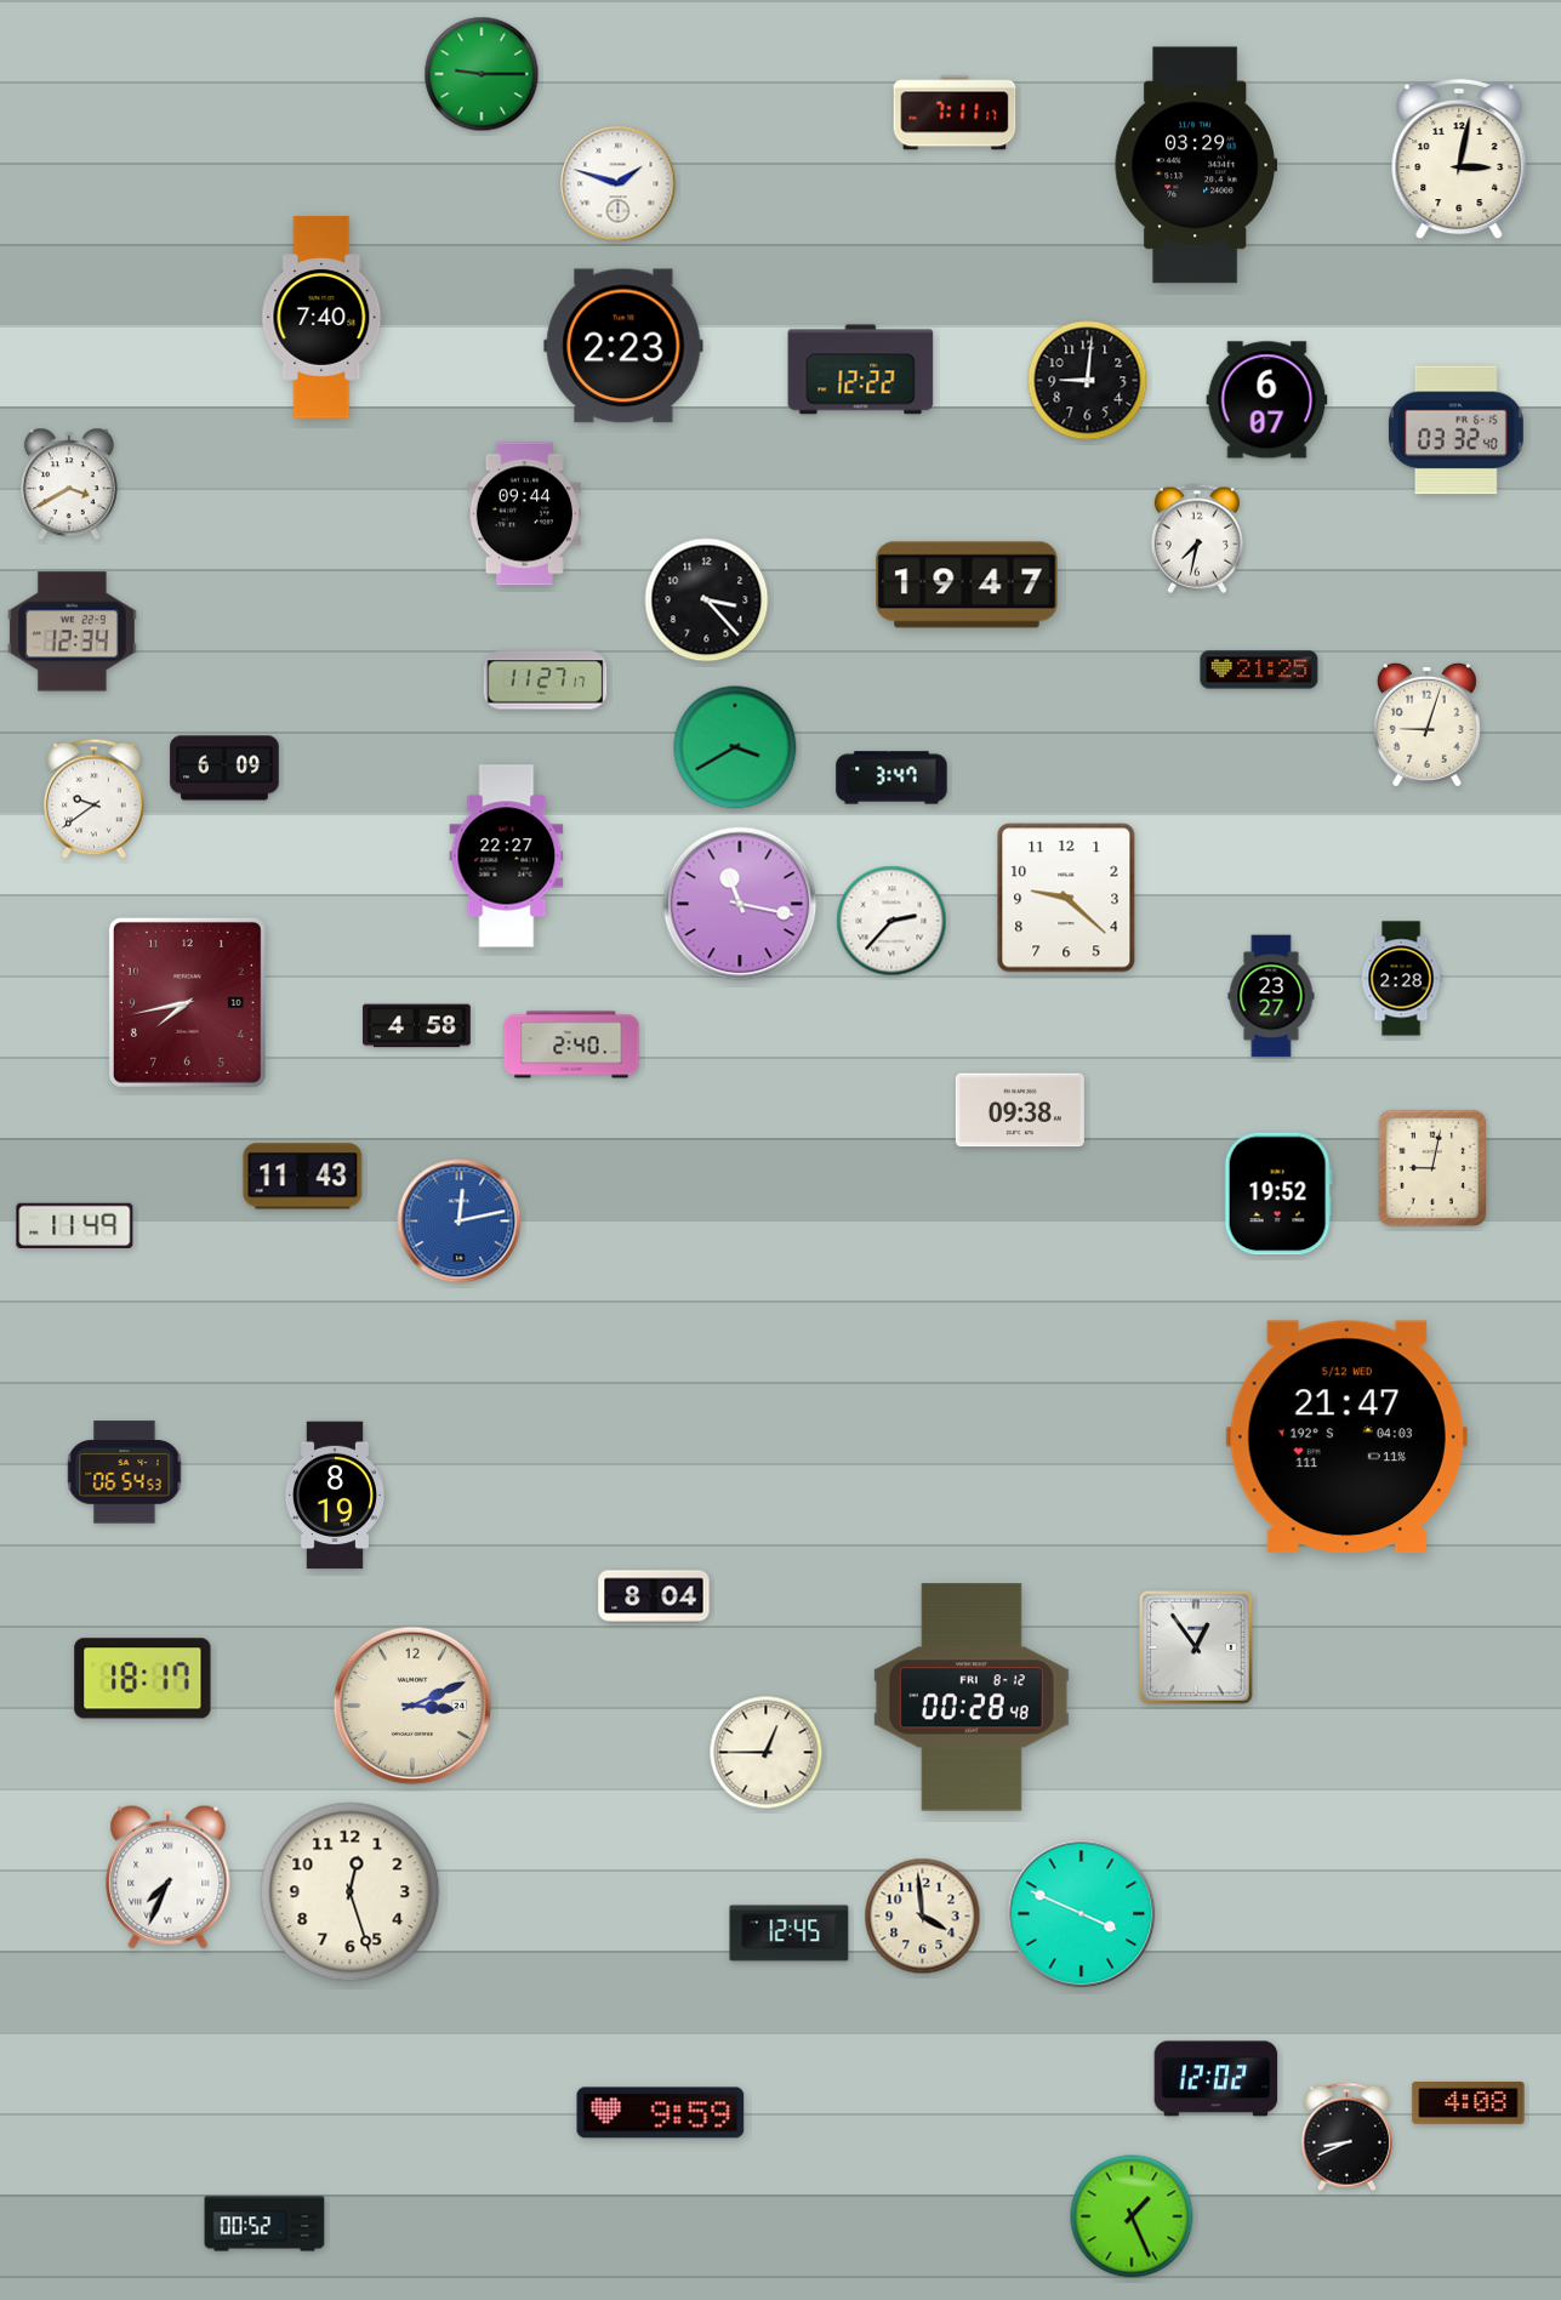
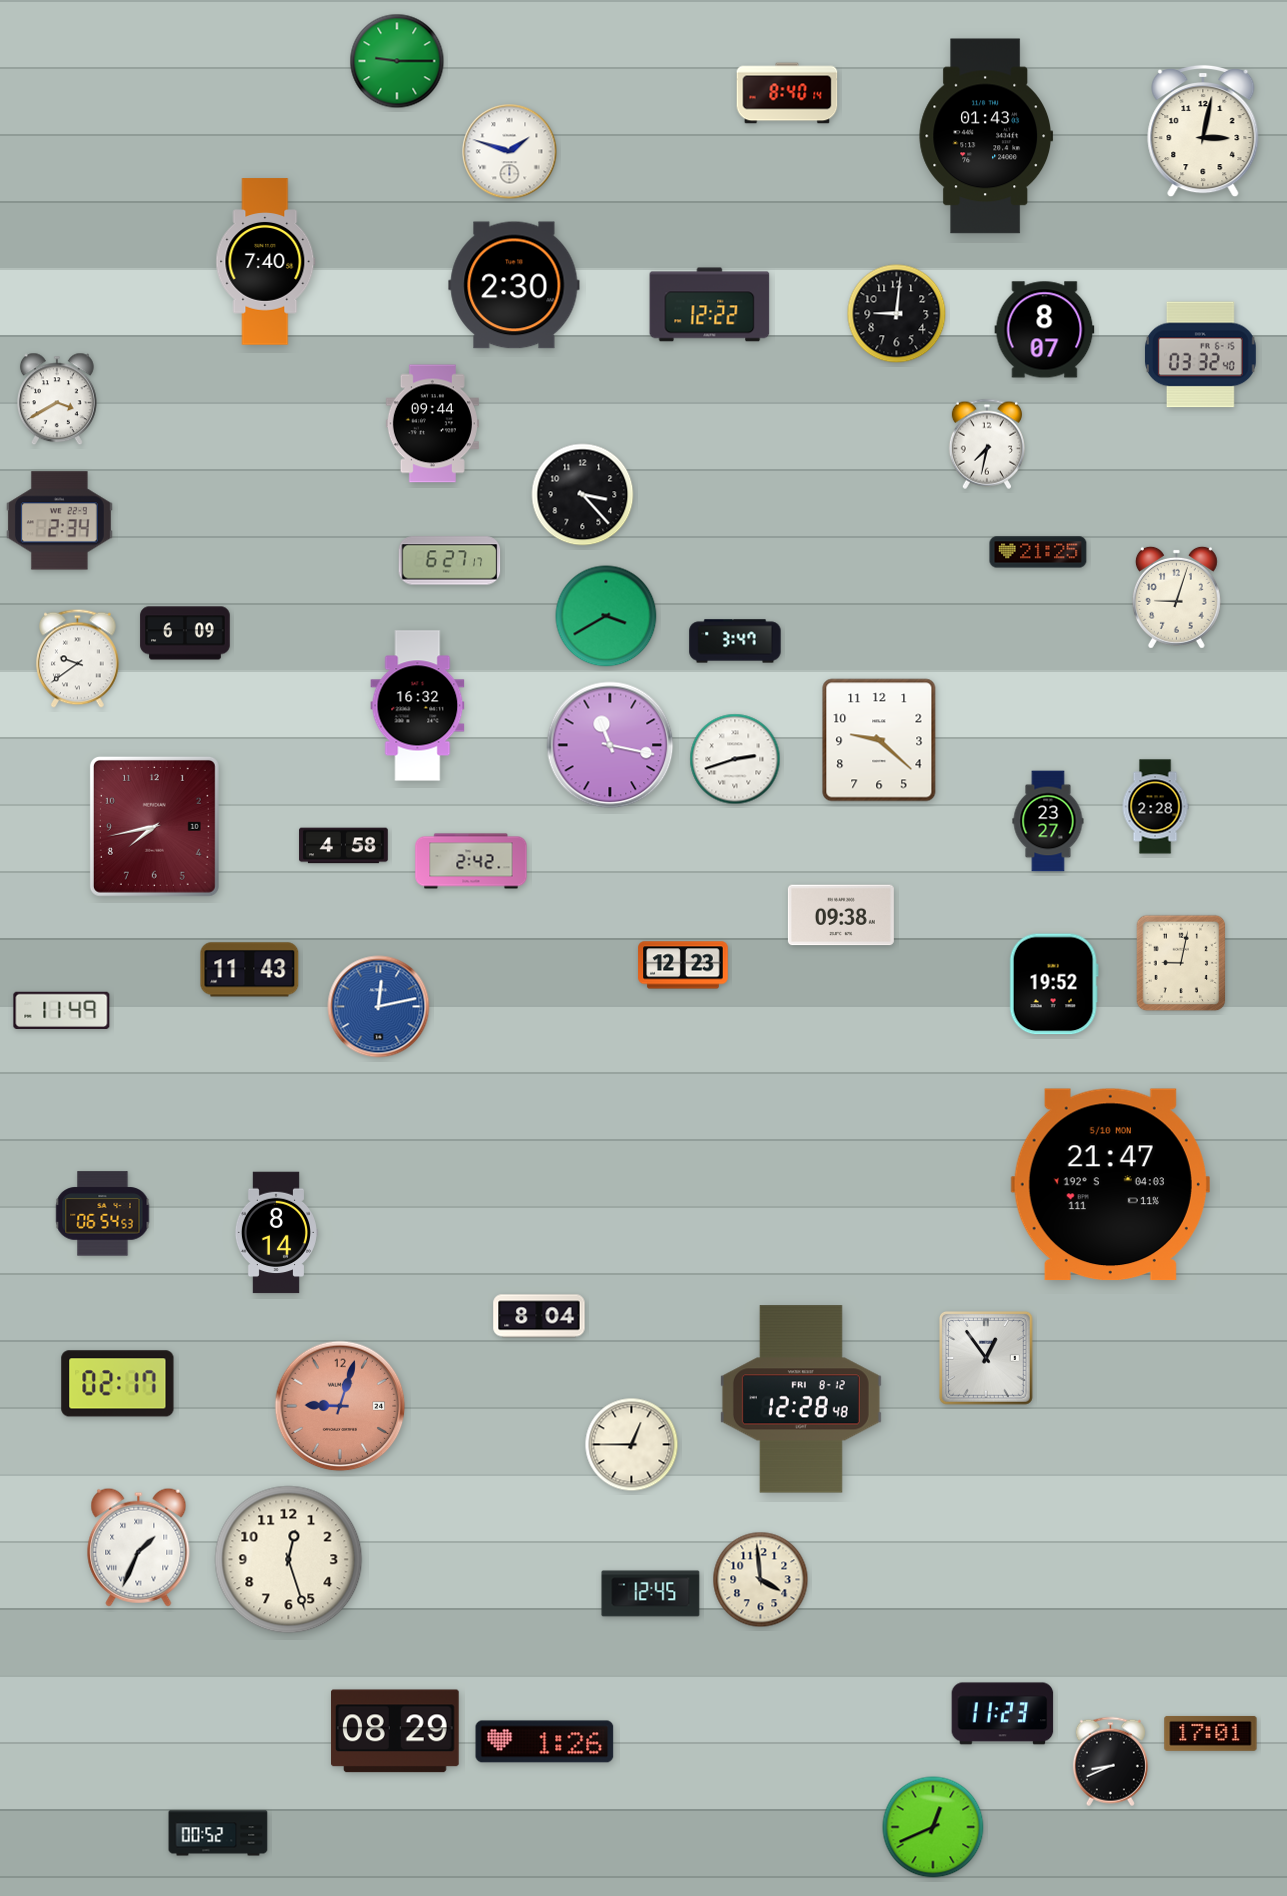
clock at (955, 113): 7:11 -> 8:40
clock at (1196, 165): 03:29 -> 01:43
clock at (623, 346): 2:23 -> 2:30
clock at (1267, 400): 6:07 -> 8:07
clock at (967, 585): 19:47 -> none
clock at (72, 632): 12:34 -> 2:34
clock at (546, 681): 11:27 -> 6:27
clock at (507, 856): 22:27 -> 16:32
clock at (891, 921): 2:37 -> 2:42
clock at (571, 1044): 2:40 -> 2:42
clock at (683, 965): none -> 12:23
clock at (1346, 1436) date: 5/12 WED -> 5/10 MON
clock at (335, 1496): 8:19 -> 8:14
clock at (143, 1679): 18:17 -> 02:17
clock at (972, 1697): 00:28 -> 12:28
clock at (412, 1706): 3:11 -> 9:03
clock at (412, 1706) dial: cream -> salmon
clock at (169, 1877): 7:34 -> 1:34
clock at (1082, 1914): 3:49 -> none
clock at (1217, 2079): 12:02 -> 11:23
clock at (396, 1731): none -> 08:29
clock at (1469, 2102): 4:08 -> 17:01
clock at (661, 2113): 9:59 -> 1:26
clock at (1132, 2216): 1:26 -> 12:41
